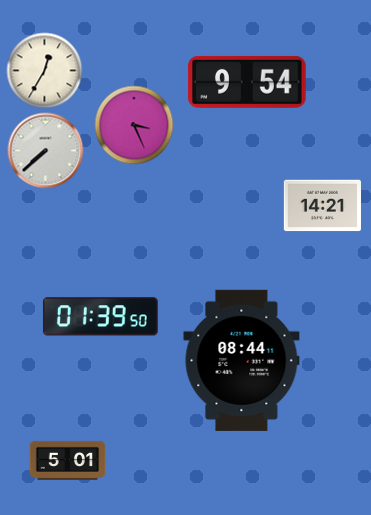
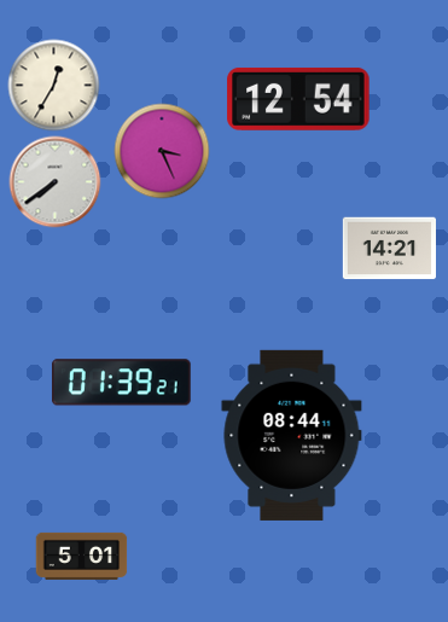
clock at (247, 82): 9:54 -> 12:54
clock at (46, 151): 7:38 -> 7:39
clock at (100, 317): 01:39:50 -> 01:39:21
